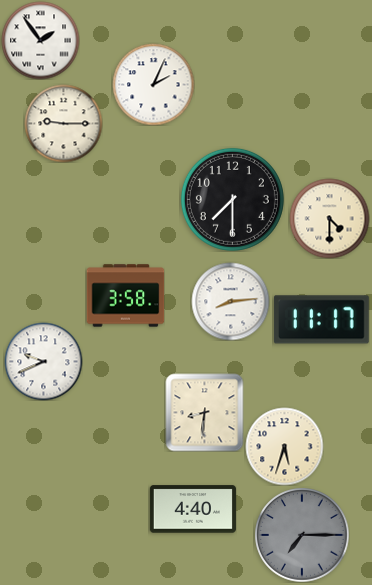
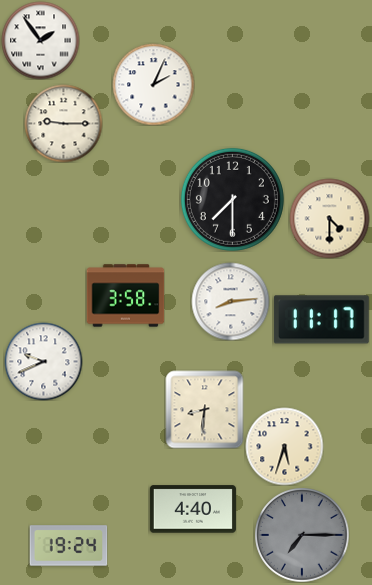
clock at (204, 412) position: (204, 412) -> (204, 409)
clock at (68, 546): none -> 19:24
